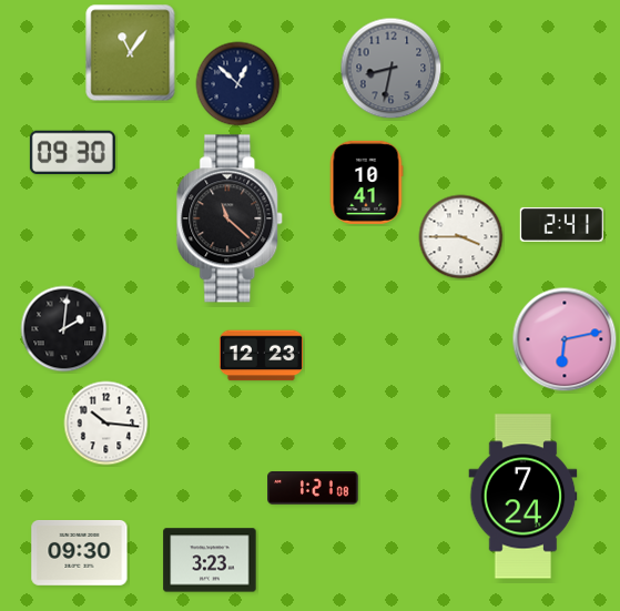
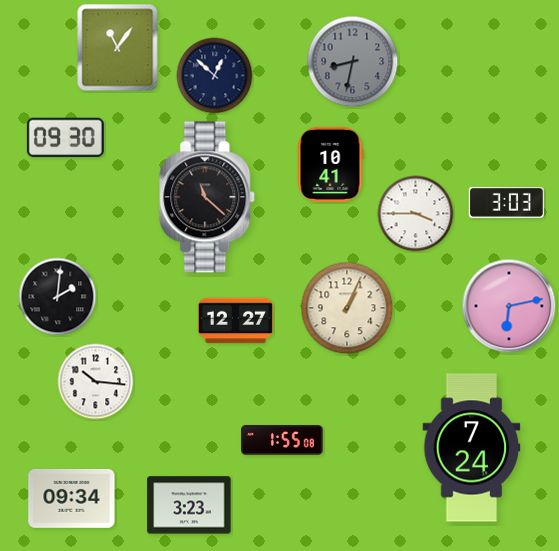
clock at (561, 225): 2:41 -> 3:03
clock at (347, 308): none -> 1:04
clock at (261, 356): 12:23 -> 12:27
clock at (313, 488): 1:21 -> 1:55
clock at (80, 553): 09:30 -> 09:34
